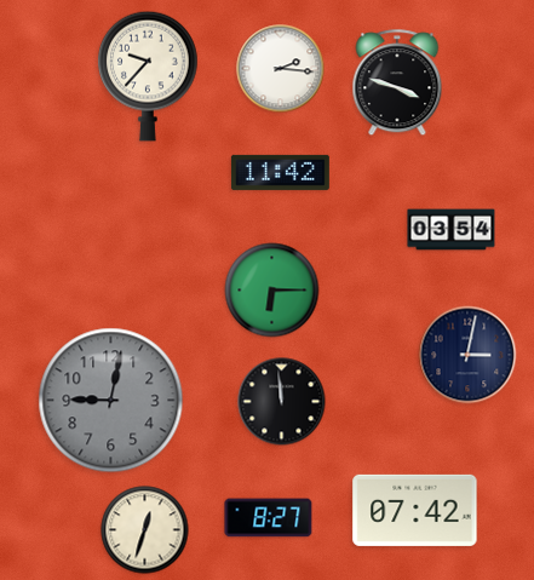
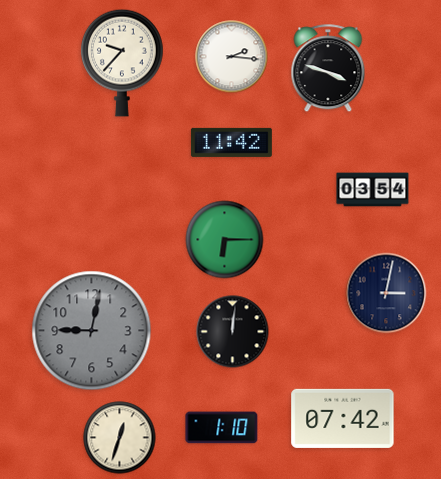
clock at (282, 402): 11:59 -> 12:01
clock at (415, 510) position: (415, 510) -> (343, 418)
clock at (269, 518): 8:27 -> 1:10
